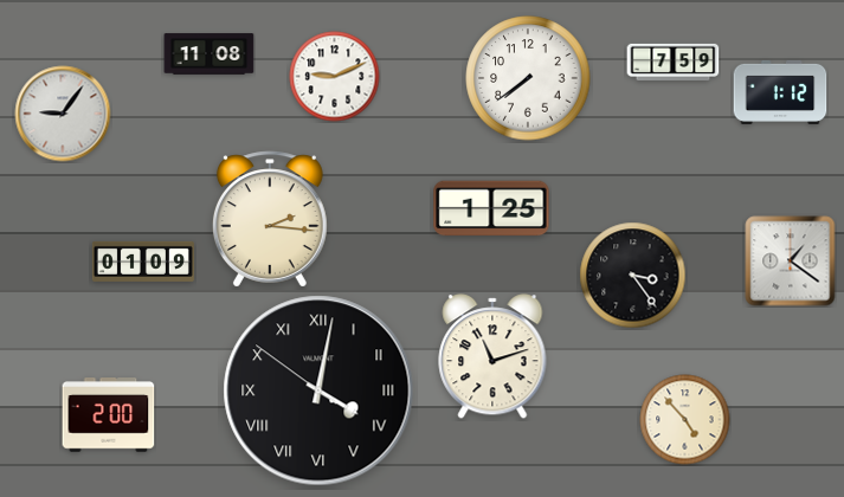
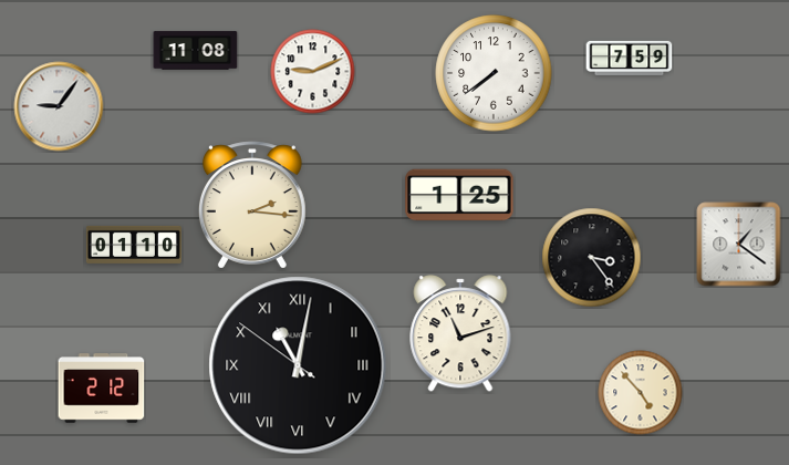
clock at (780, 92): 1:12 -> none
clock at (143, 262): 01:09 -> 01:10
clock at (318, 390): 4:01 -> 11:01
clock at (109, 415): 2:00 -> 2:12
